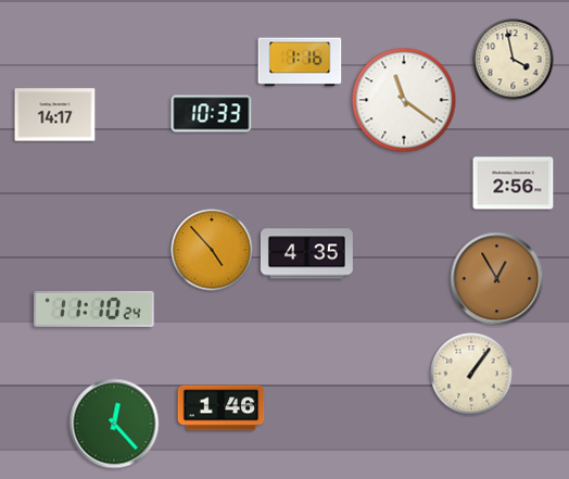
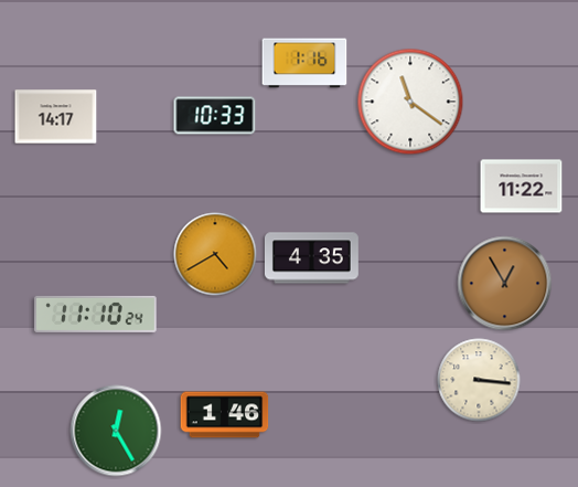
clock at (514, 60): 3:58 -> none
clock at (514, 184): 2:56 -> 11:22
clock at (212, 250): 4:53 -> 4:40
clock at (471, 374): 1:06 -> 3:16
clock at (114, 424): 12:23 -> 12:25
